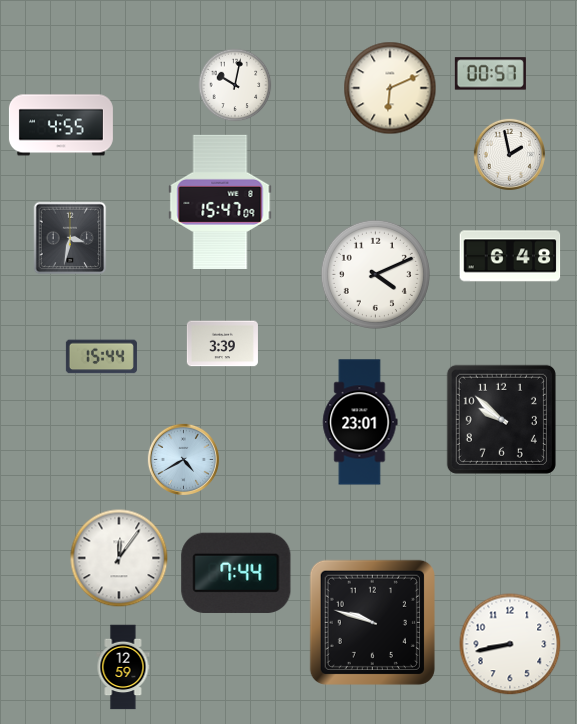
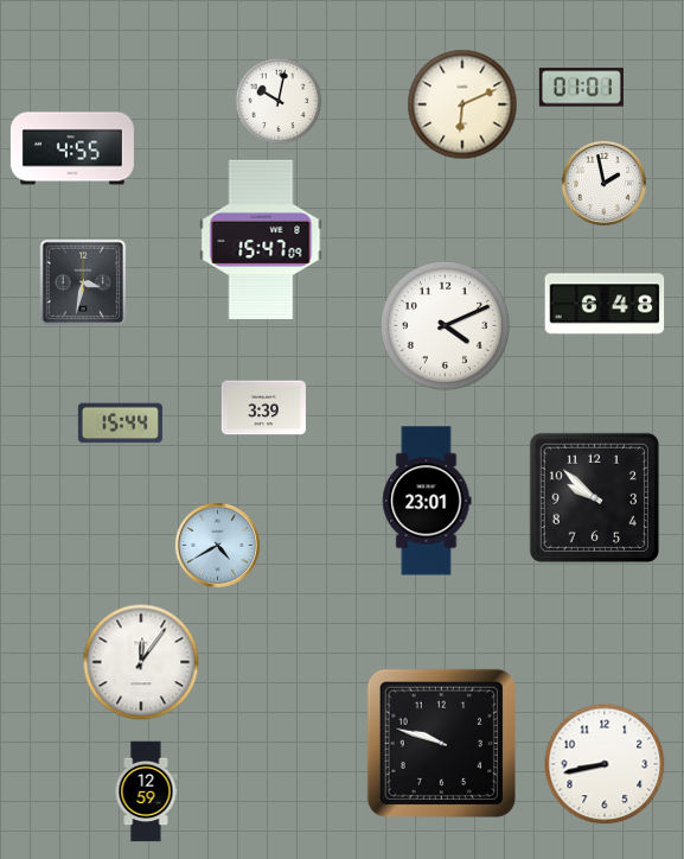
clock at (490, 74): 00:57 -> 01:01
clock at (236, 573): 7:44 -> none
clock at (372, 622) position: (372, 622) -> (441, 743)
